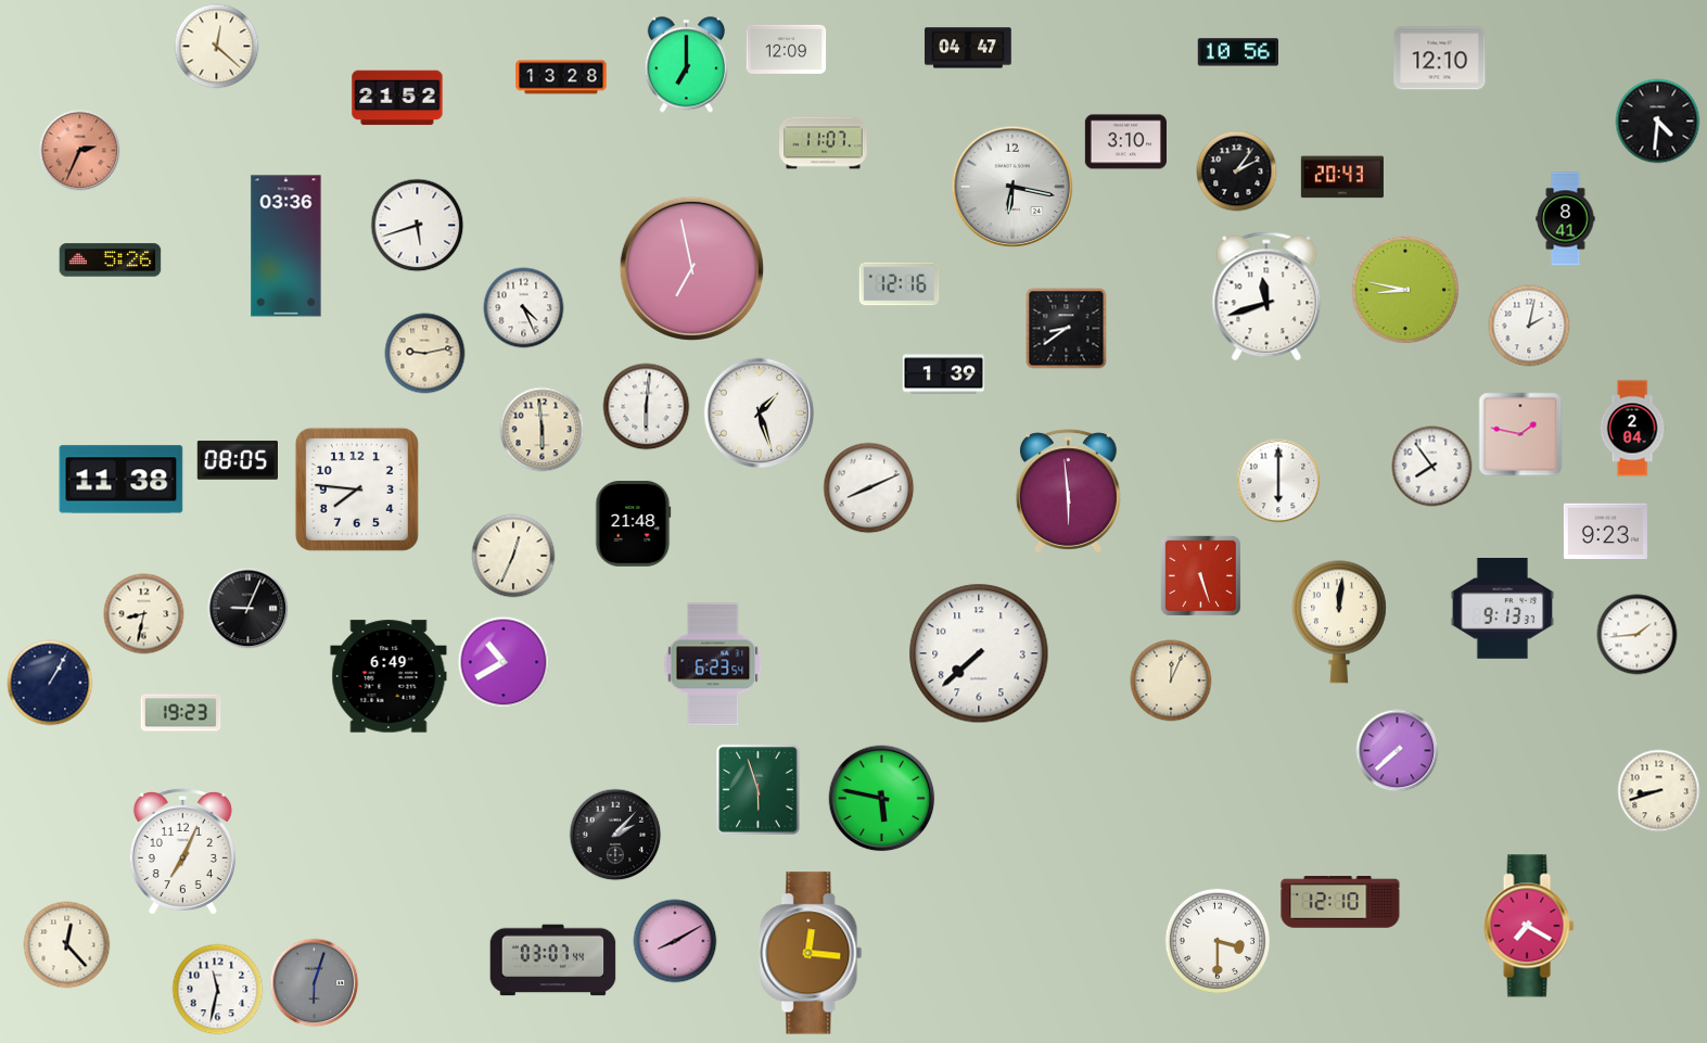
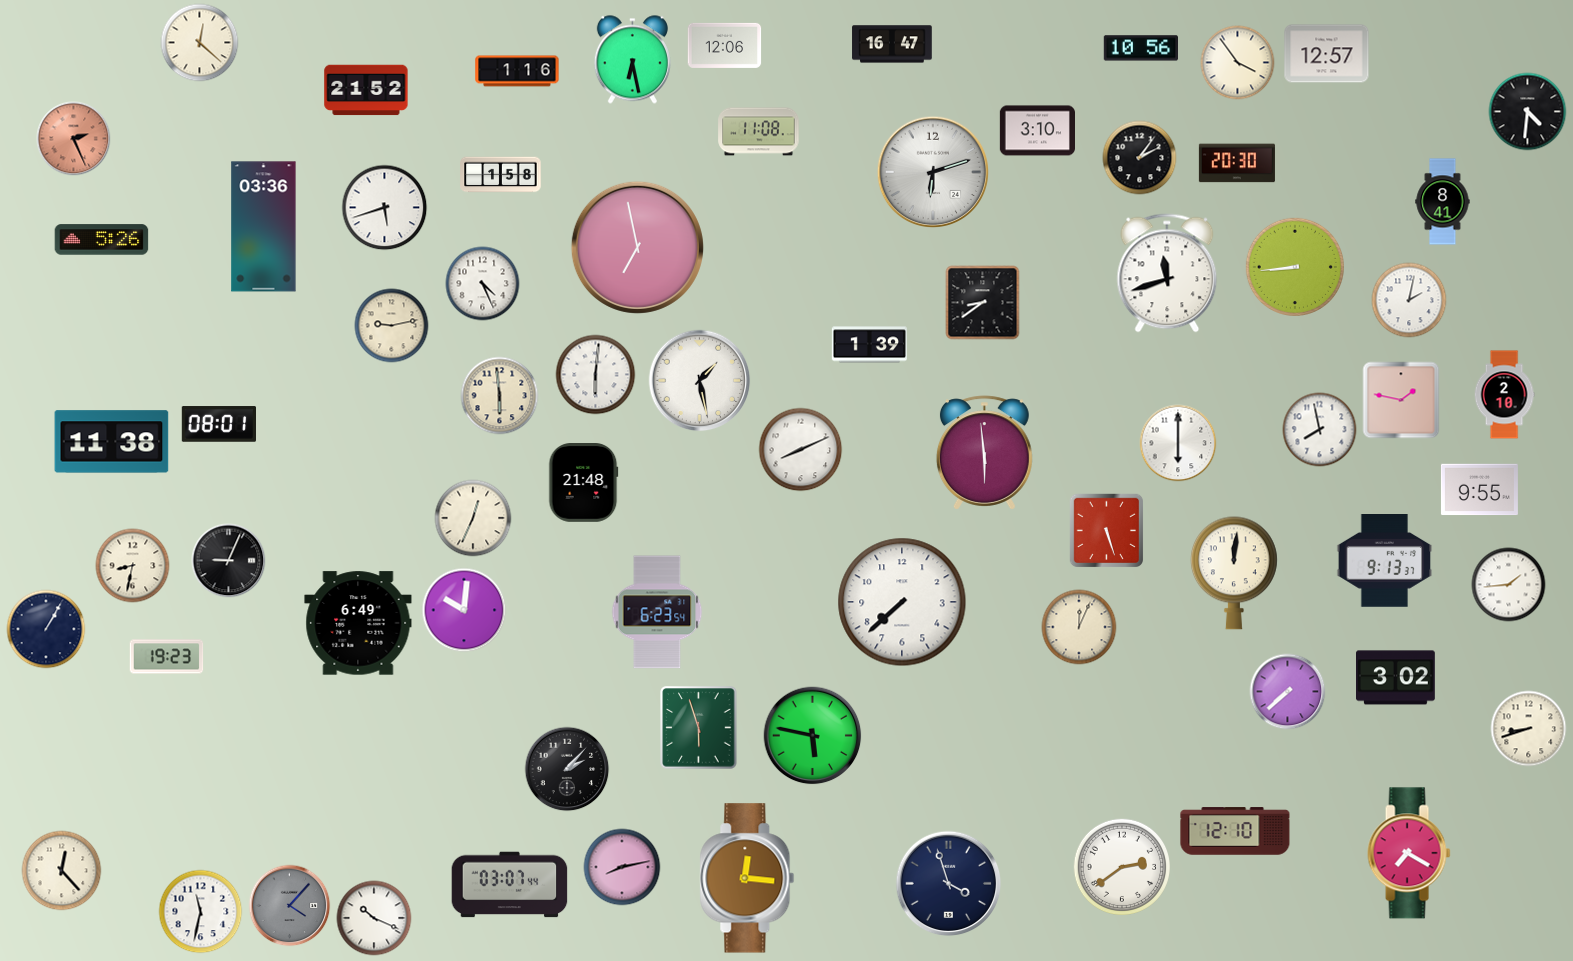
clock at (968, 48): 04:47 -> 16:47
clock at (787, 49): 12:09 -> 12:06
clock at (1440, 59): 12:10 -> 12:57
clock at (686, 65): 7:00 -> 6:28
clock at (1238, 63): none -> 3:54
clock at (561, 77): 13:28 -> 1:16
clock at (824, 143): 11:07 -> 11:08
clock at (80, 151): 2:34 -> 2:26
clock at (1342, 177): 20:43 -> 20:30
clock at (1011, 186): 6:17 -> 6:12
clock at (501, 175): none -> 1:58
clock at (900, 284): 12:16 -> none
clock at (1405, 290): 8:47 -> 8:44
clock at (760, 414): 1:27 -> 1:28
clock at (1632, 429): 2:04 -> 2:10
clock at (237, 460): 08:05 -> 08:01
clock at (1432, 467): 7:54 -> 7:58
clock at (357, 489): 7:46 -> none
clock at (1605, 532): 9:23 -> 9:55
clock at (513, 556) position: (513, 556) -> (473, 518)
clock at (504, 662): 10:40 -> 10:01
clock at (1396, 678): none -> 3:02
clock at (182, 851): 7:04 -> none
clock at (1216, 940): 3:30 -> 2:39
clock at (675, 941): 8:10 -> 8:13
clock at (949, 884): none -> 3:57
clock at (315, 983): 6:03 -> 4:07
clock at (374, 918): none -> 10:19
